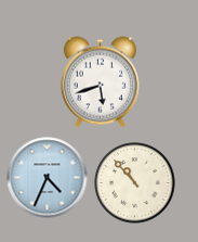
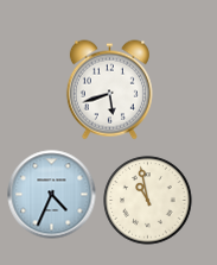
clock at (135, 183): 10:53 -> 10:58
